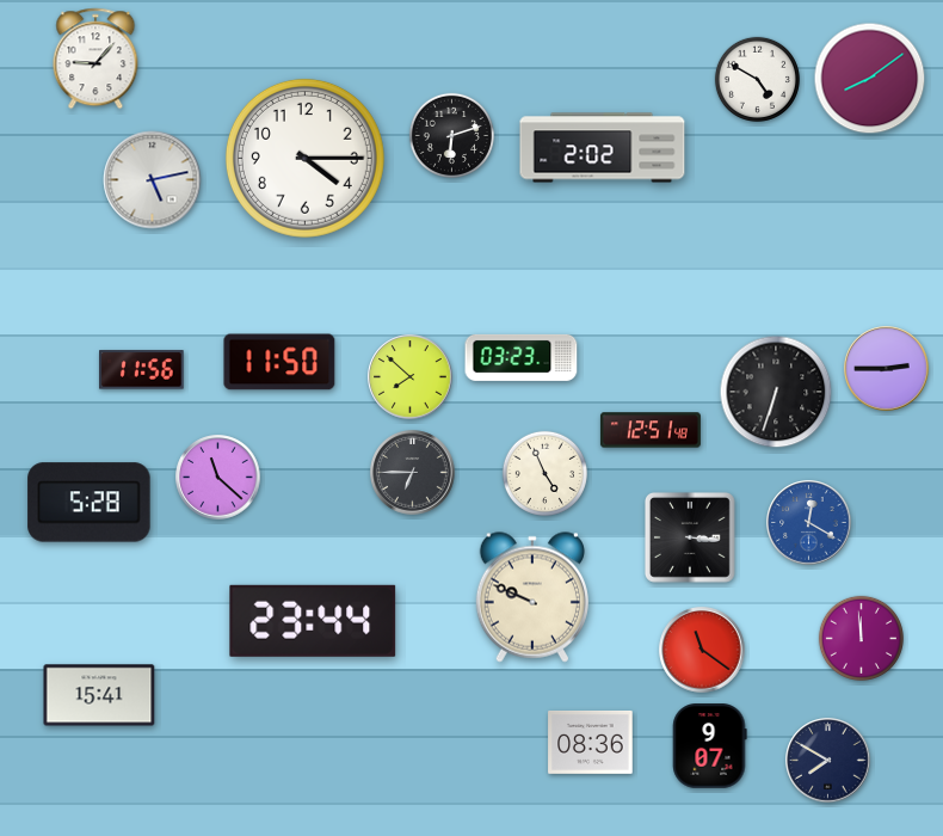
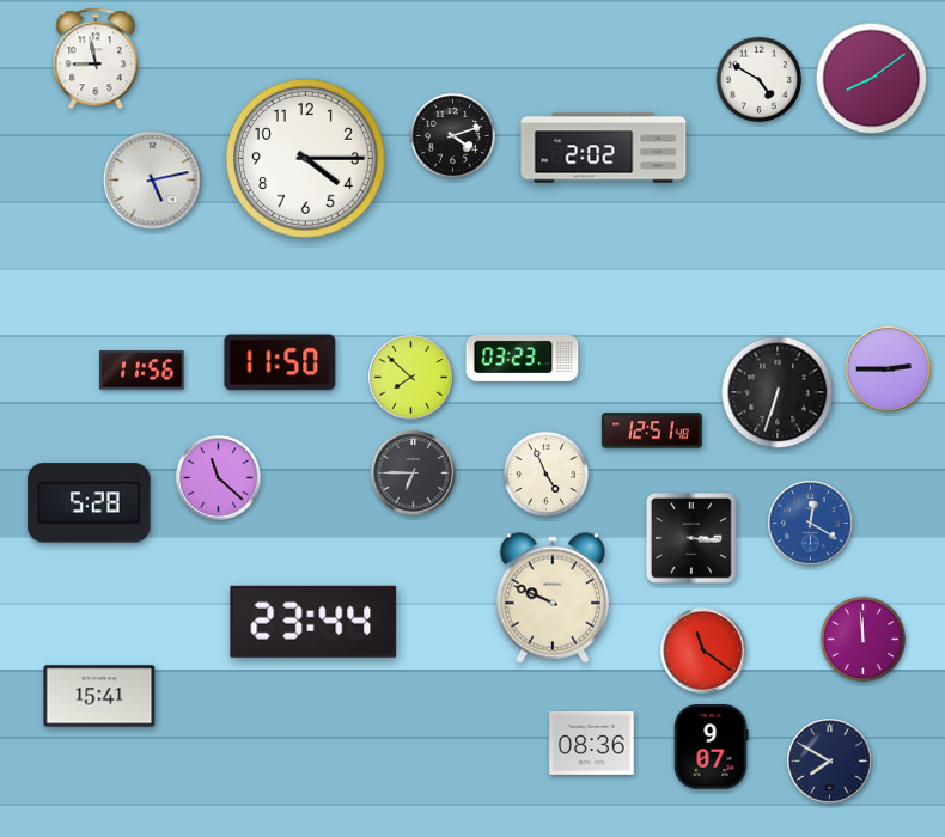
clock at (95, 59): 9:07 -> 8:58
clock at (451, 135): 6:12 -> 4:12
clock at (532, 597) position: (532, 597) -> (553, 598)
